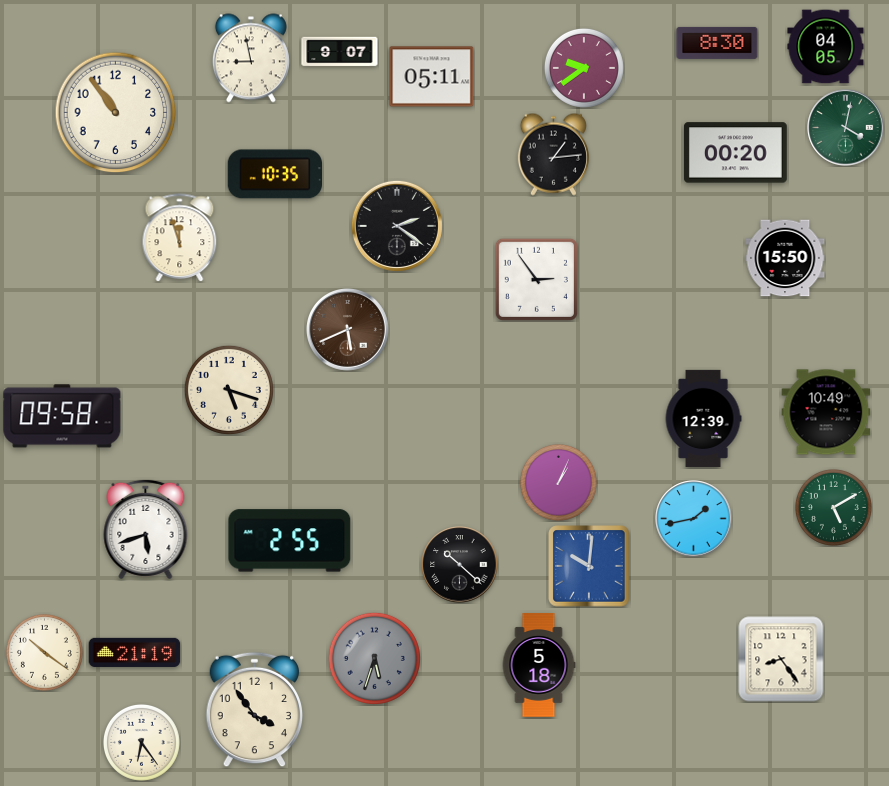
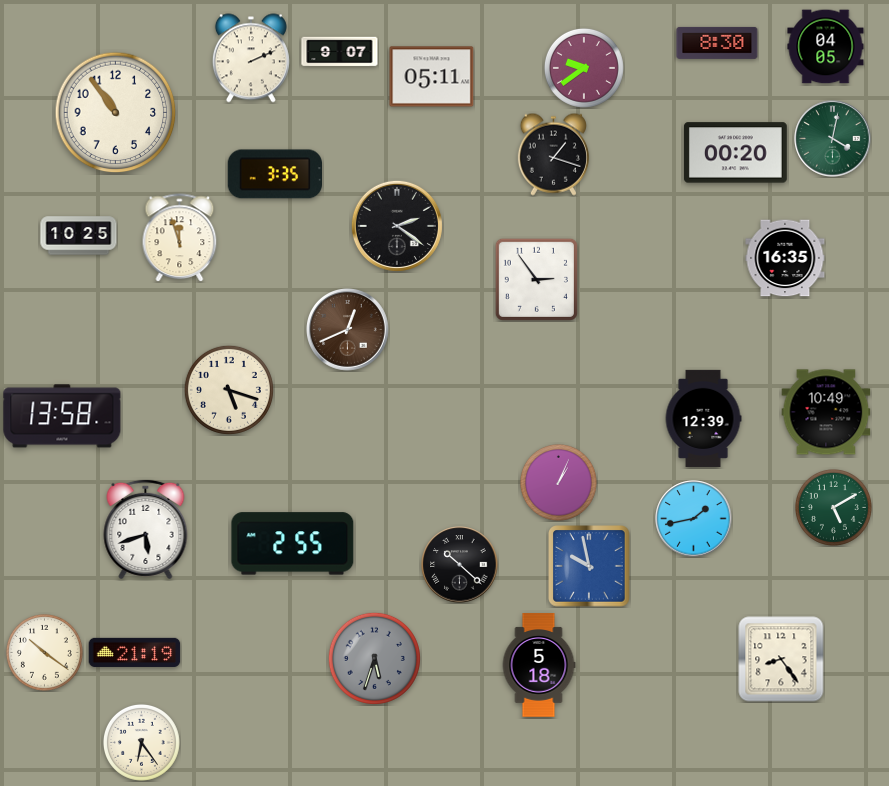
clock at (251, 58): 8:58 -> 2:11
clock at (846, 128) position: (846, 128) -> (833, 139)
clock at (553, 154): 1:14 -> 1:18
clock at (274, 174): 10:35 -> 3:35
clock at (79, 236): none -> 10:25
clock at (785, 258): 15:50 -> 16:35
clock at (348, 330): 5:41 -> 12:41
clock at (62, 416): 09:58 -> 13:58
clock at (290, 541) position: (290, 541) -> (293, 544)
clock at (589, 566): 10:01 -> 9:58
clock at (255, 710): 3:54 -> none
